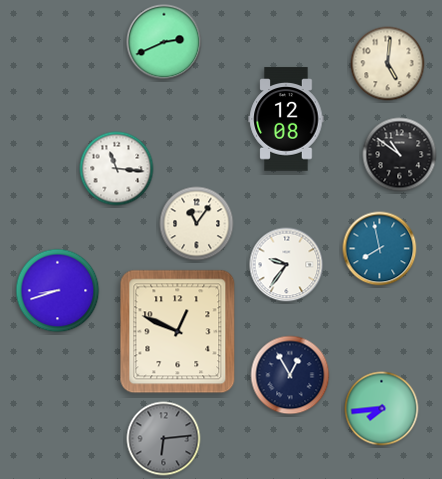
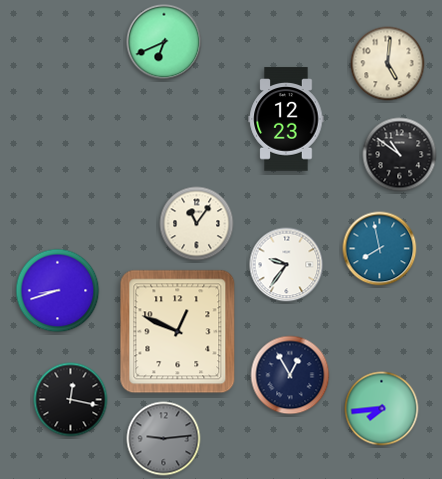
clock at (164, 42): 2:41 -> 6:41
clock at (286, 119): 12:08 -> 12:23
clock at (117, 169): 11:16 -> none
clock at (71, 400): none -> 12:17
clock at (164, 439): 6:14 -> 9:14
